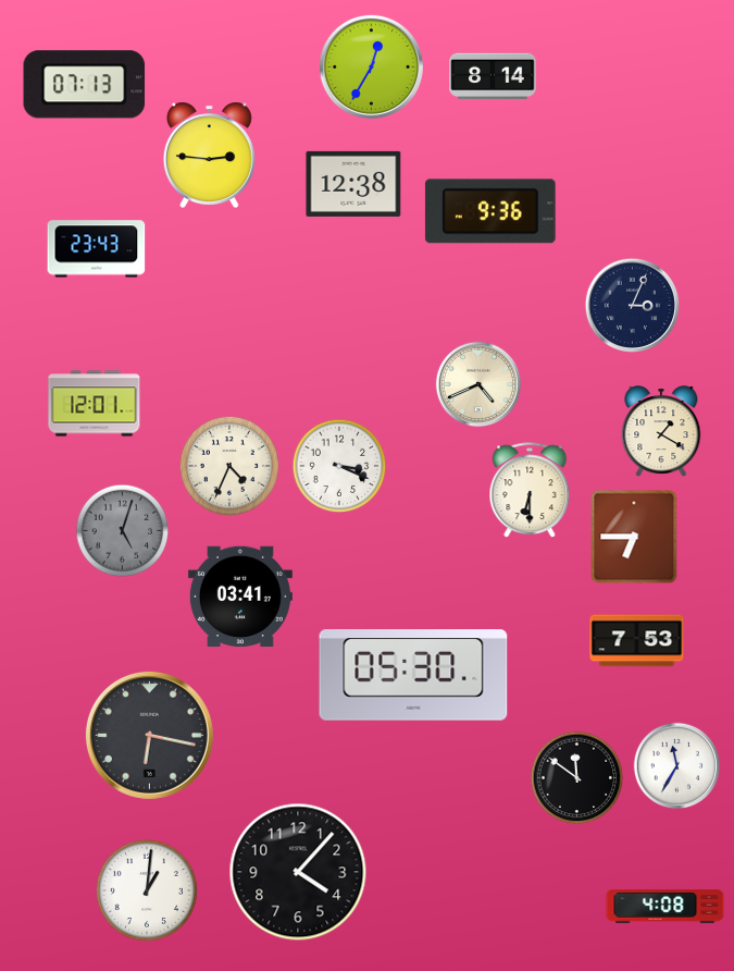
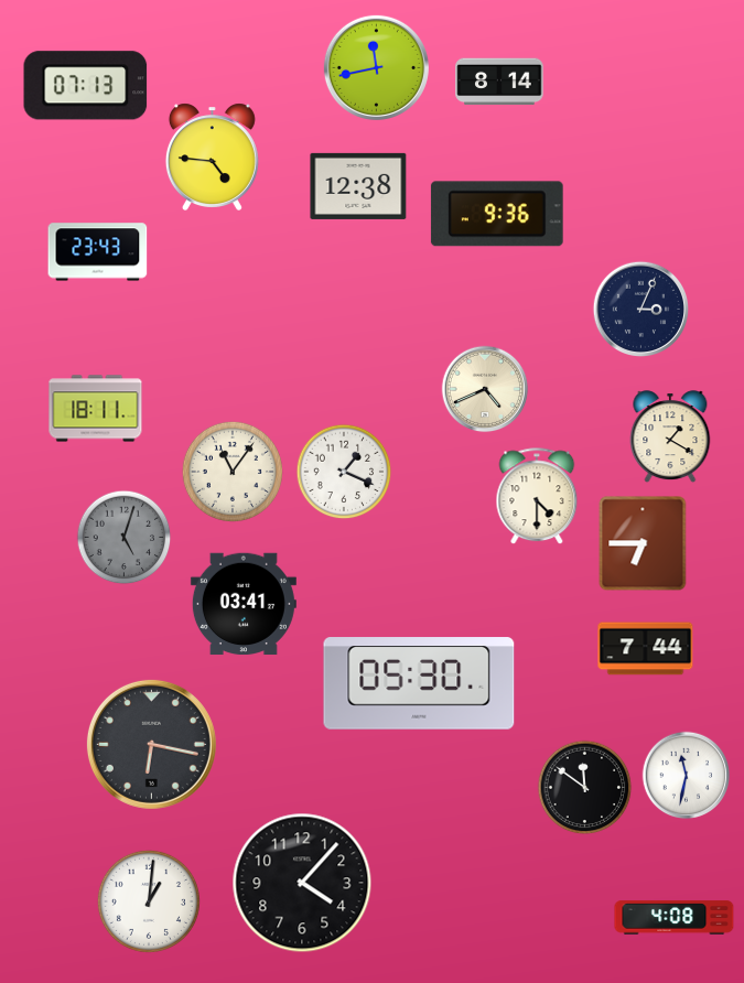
clock at (371, 66): 12:35 -> 11:43
clock at (493, 76) position: (493, 76) -> (499, 82)
clock at (209, 155): 2:46 -> 4:46
clock at (95, 404): 12:01 -> 18:11
clock at (229, 466): 4:34 -> 11:06
clock at (339, 466): 3:19 -> 1:19
clock at (530, 491): 6:30 -> 4:30
clock at (637, 641): 7:53 -> 7:44
clock at (677, 766): 11:35 -> 11:32
